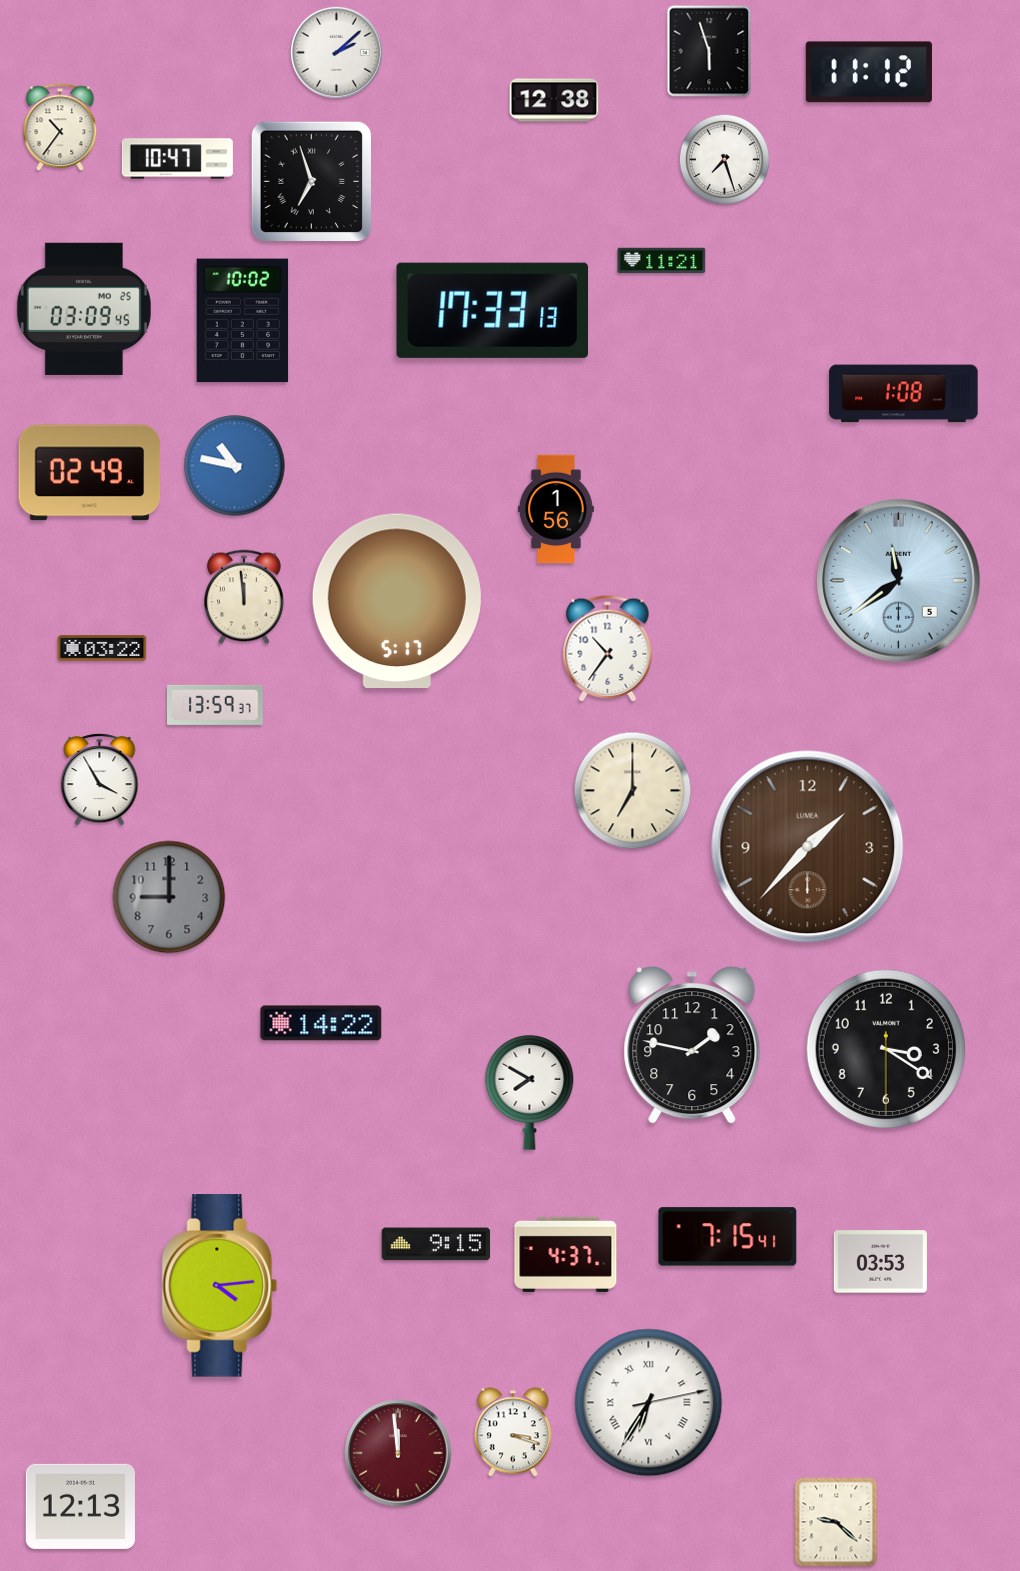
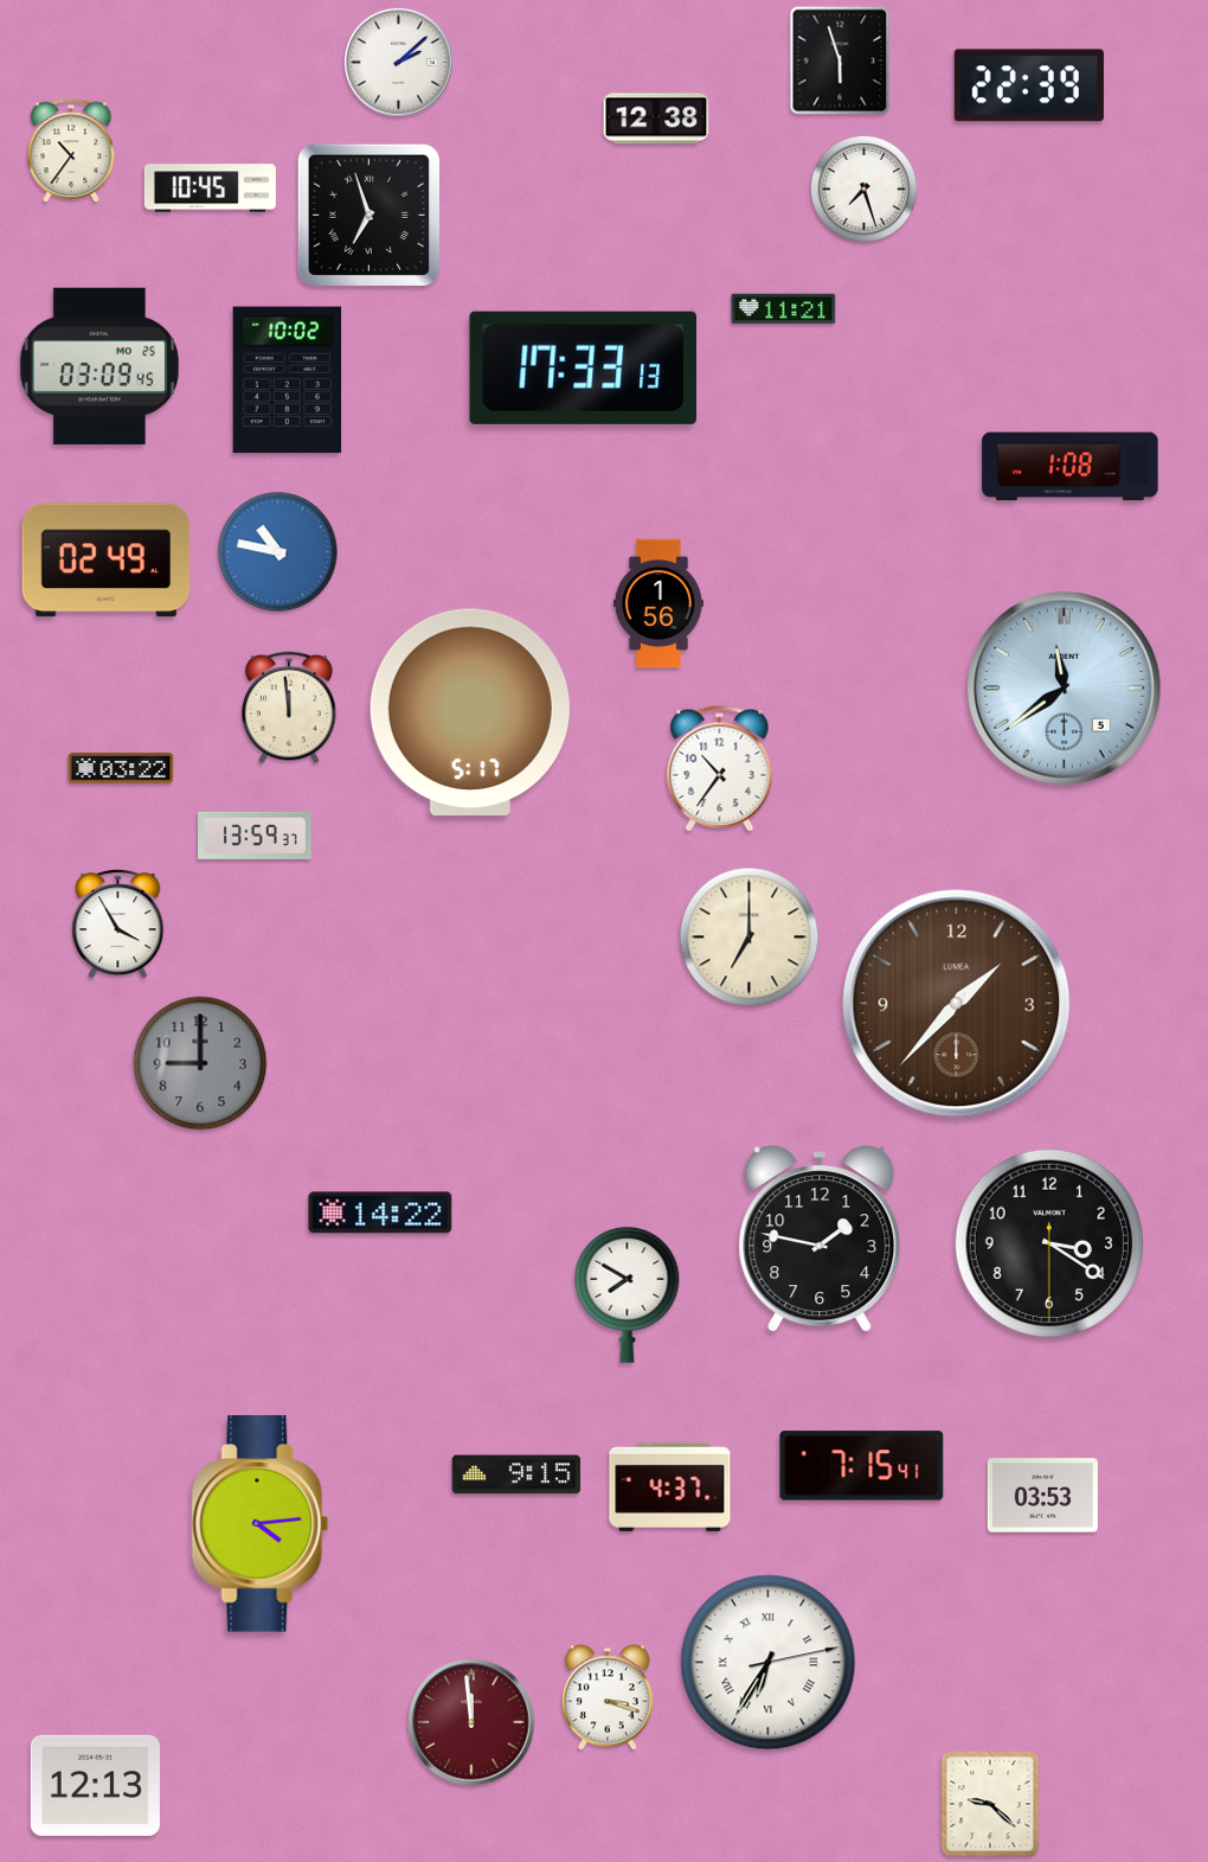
clock at (869, 72): 11:12 -> 22:39
clock at (177, 159): 10:47 -> 10:45
clock at (724, 159) position: (724, 159) -> (863, 188)
